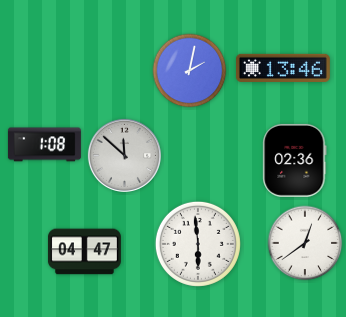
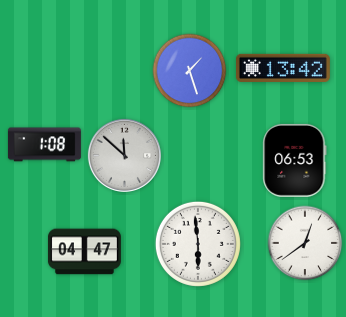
clock at (283, 68): 13:46 -> 13:42
clock at (190, 71): 2:02 -> 1:27
clock at (295, 160): 02:36 -> 06:53
